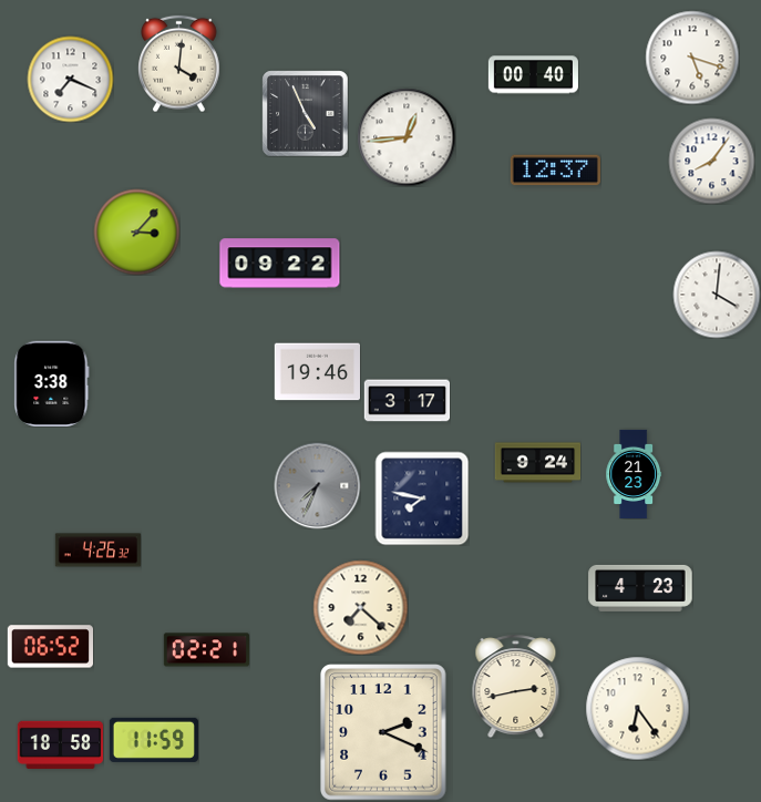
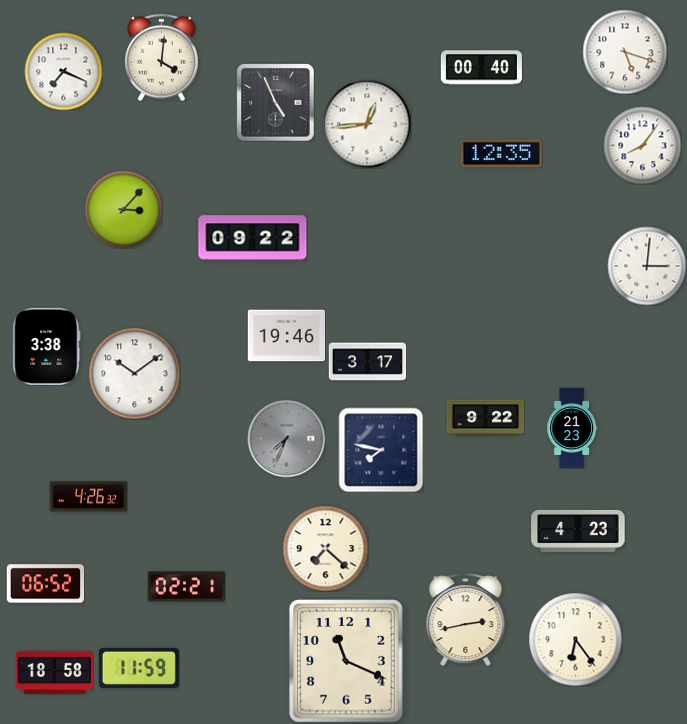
clock at (555, 171): 12:37 -> 12:35
clock at (717, 295): 4:01 -> 3:01
clock at (134, 373): none -> 10:09
clock at (537, 463): 9:24 -> 9:22
clock at (384, 732): 2:19 -> 11:19
